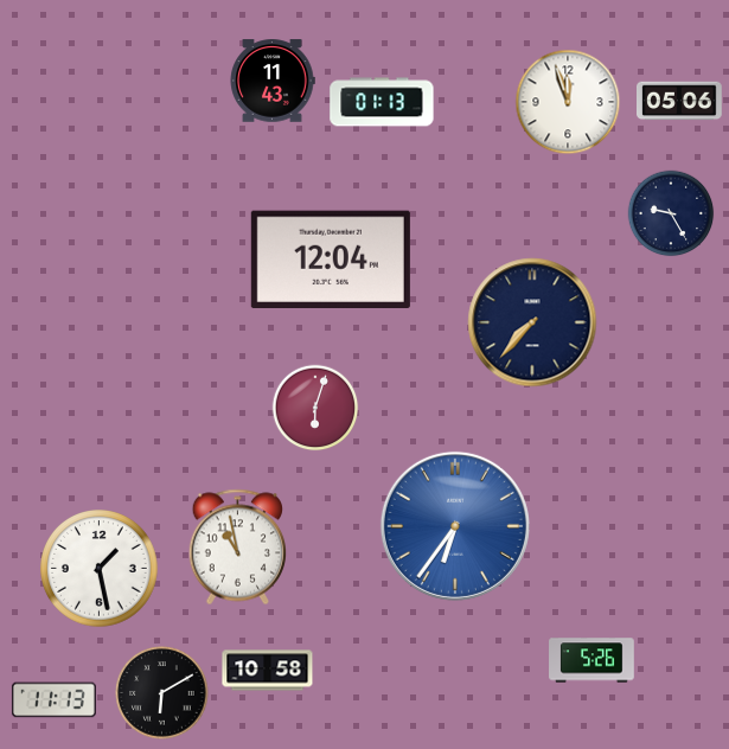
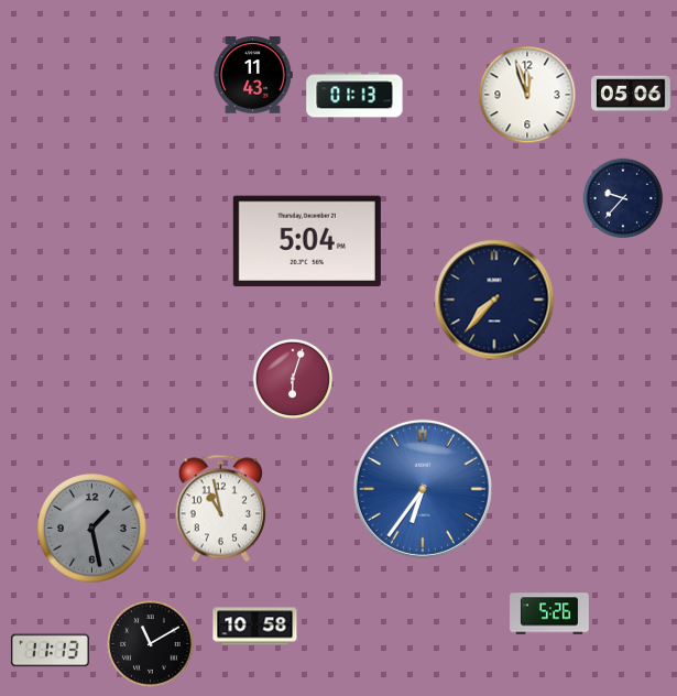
clock at (671, 213): 9:25 -> 9:37
clock at (331, 258): 12:04 -> 5:04
clock at (100, 569) dial: white -> grey
clock at (268, 671) position: (268, 671) -> (255, 627)
clock at (162, 693): 6:10 -> 11:10
